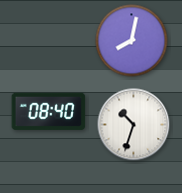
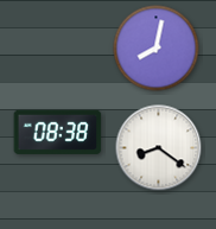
clock at (49, 111): 08:40 -> 08:38
clock at (134, 125): 10:33 -> 8:21
